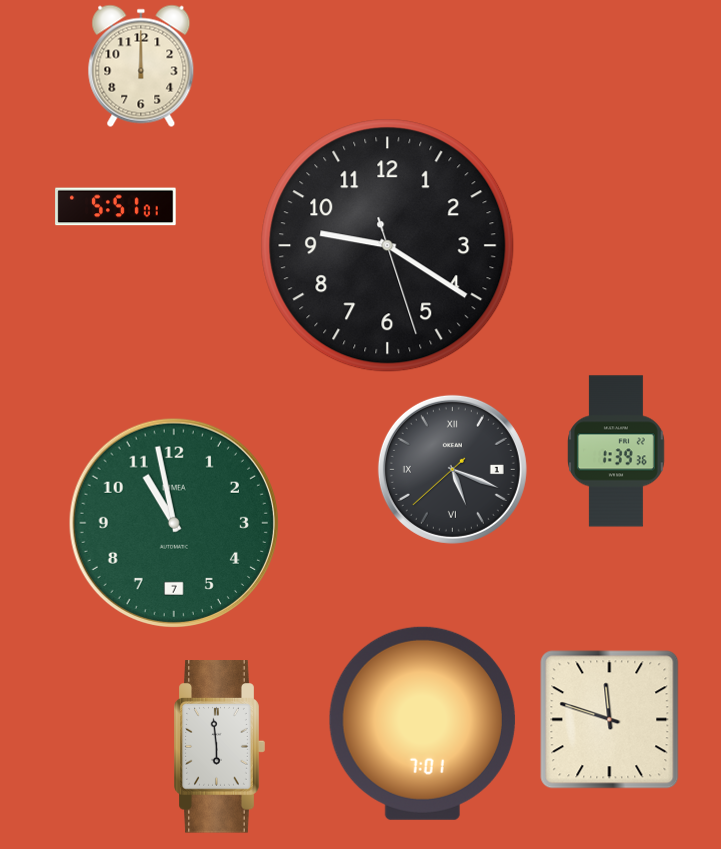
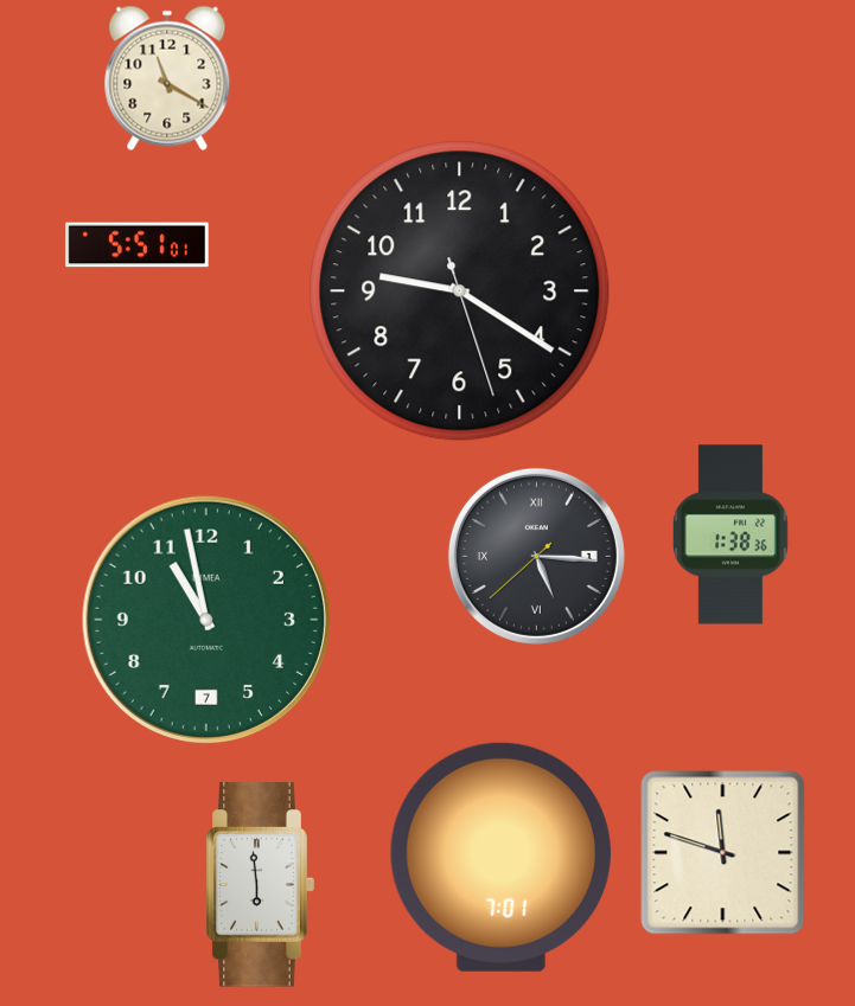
clock at (141, 66): 12:00 -> 11:20
clock at (617, 451): 1:39 -> 1:38
clock at (452, 469): 5:18 -> 5:15
